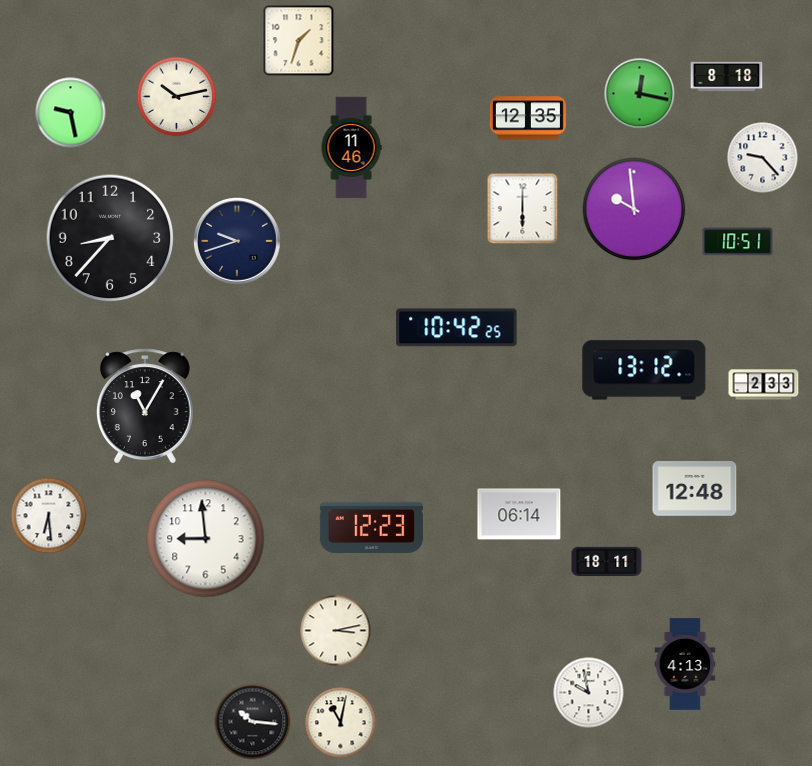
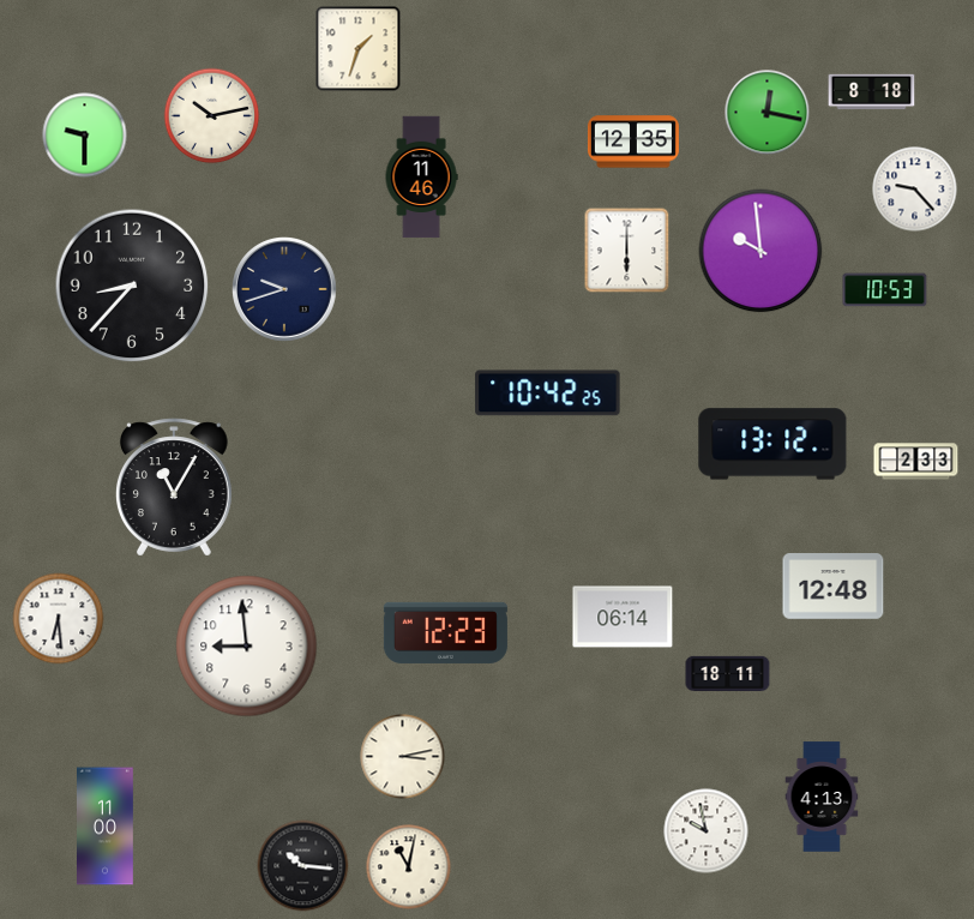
clock at (71, 113): 9:28 -> 9:30
clock at (738, 242): 10:51 -> 10:53
clock at (106, 827): none -> 11:00
